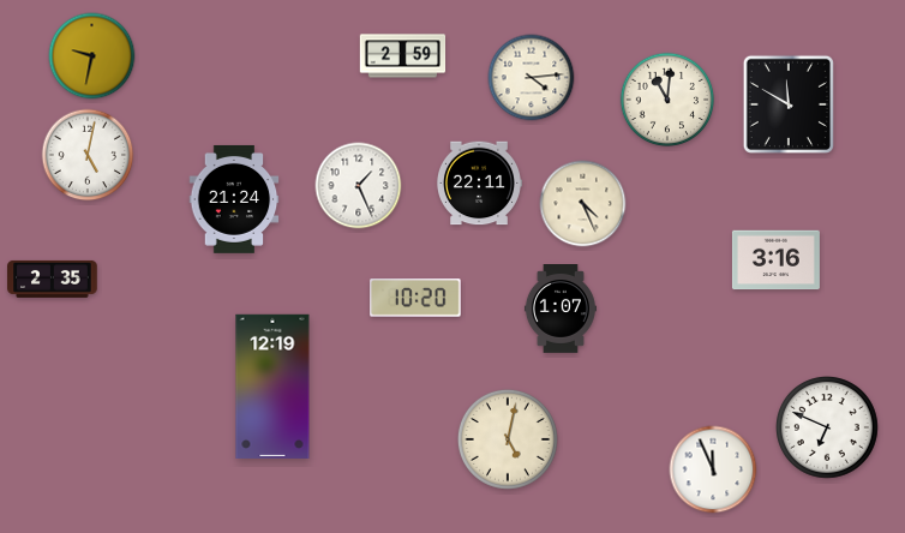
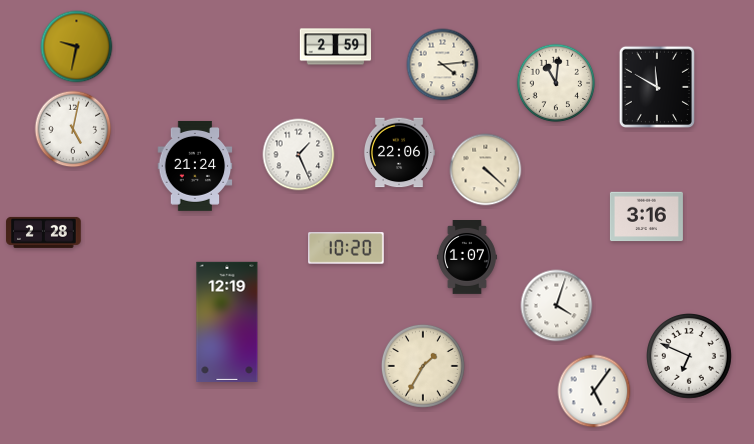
clock at (478, 184): 22:11 -> 22:06
clock at (583, 204): 4:26 -> 4:22
clock at (53, 279): 2:35 -> 2:28
clock at (557, 306): none -> 4:03
clock at (508, 439): 5:02 -> 1:35
clock at (713, 469): 11:56 -> 5:06
